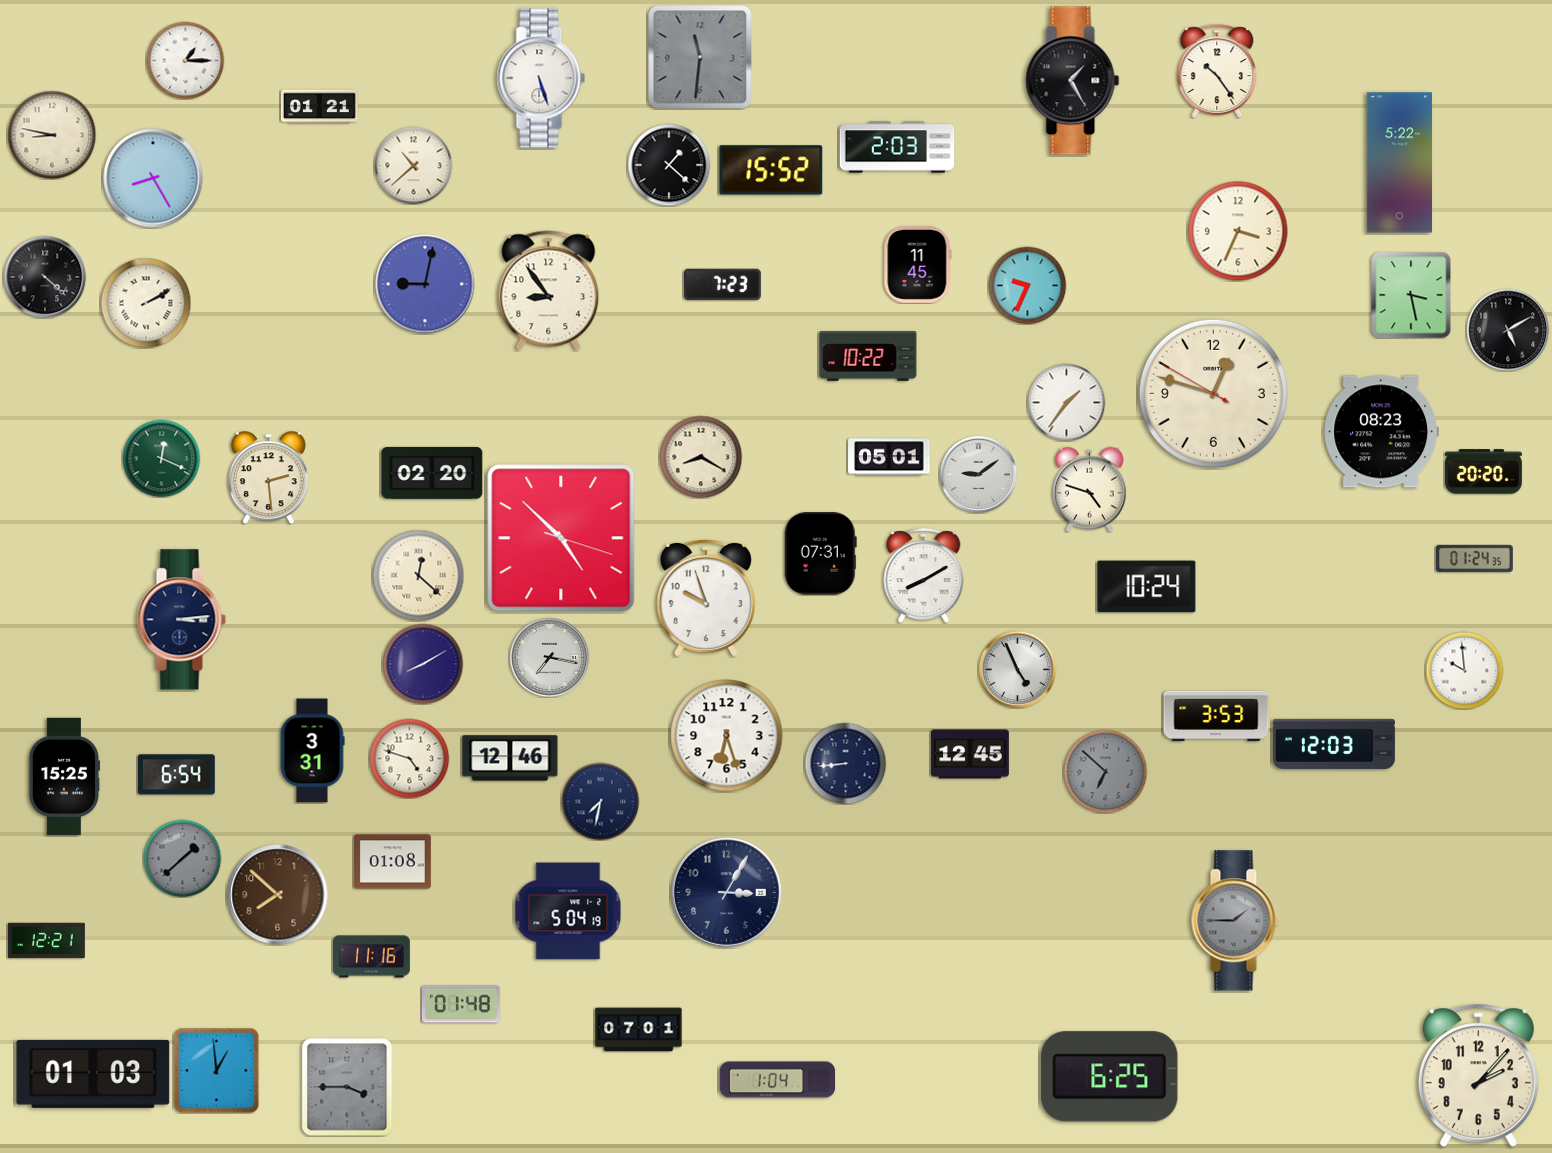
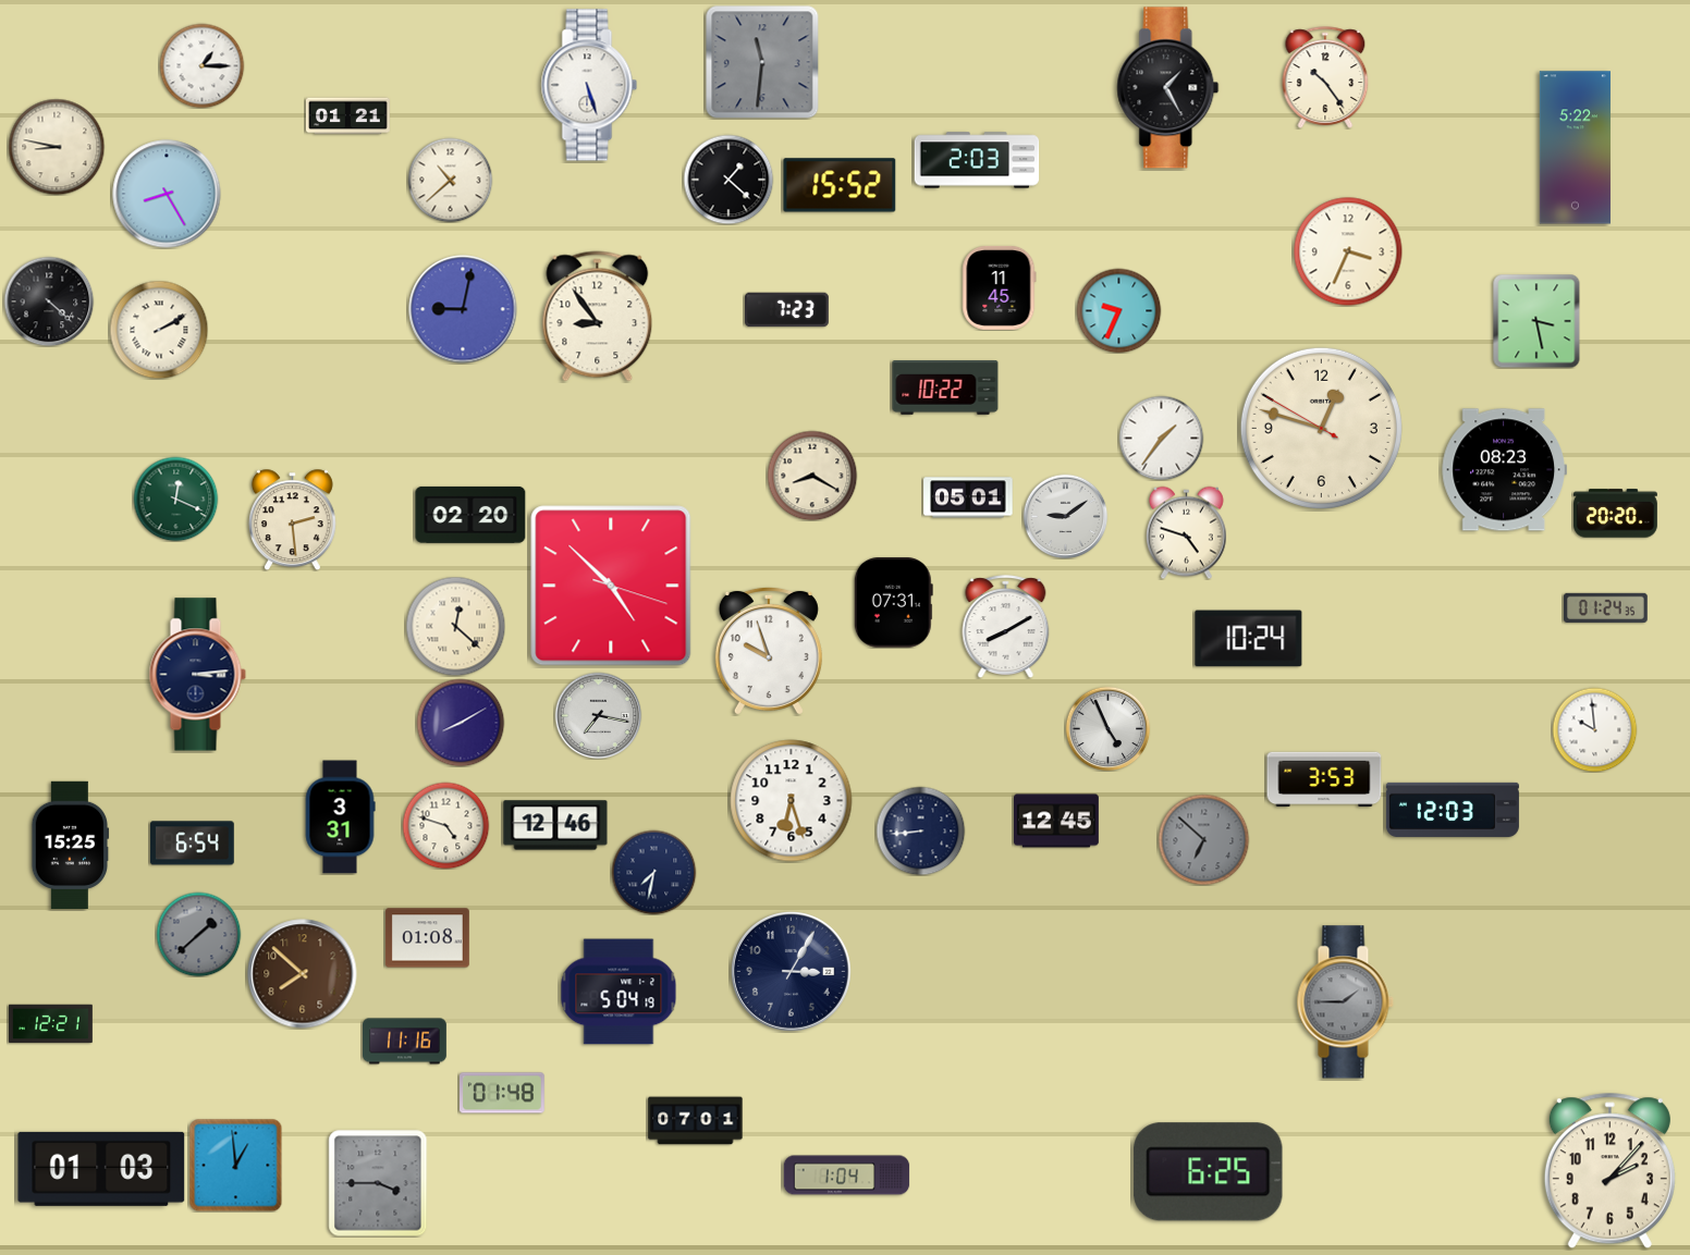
clock at (1399, 163) position: (1399, 163) -> (1575, 148)
clock at (1508, 330): 5:10 -> none
clock at (701, 457) position: (701, 457) -> (812, 476)
